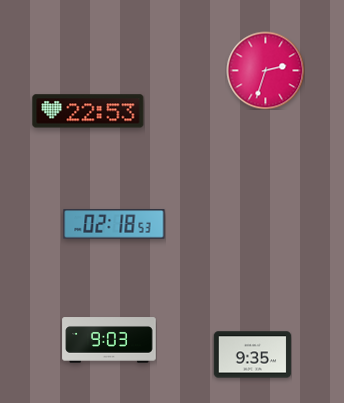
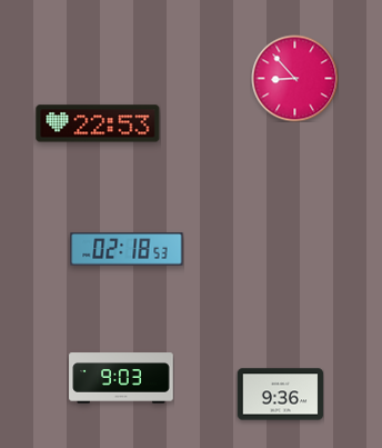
clock at (265, 70): 2:33 -> 8:53
clock at (252, 355): 9:35 -> 9:36
